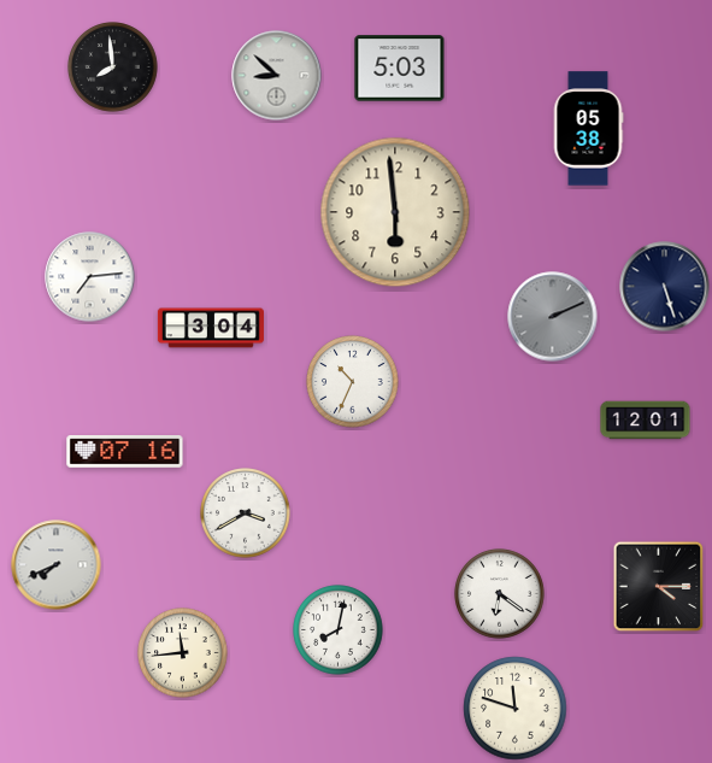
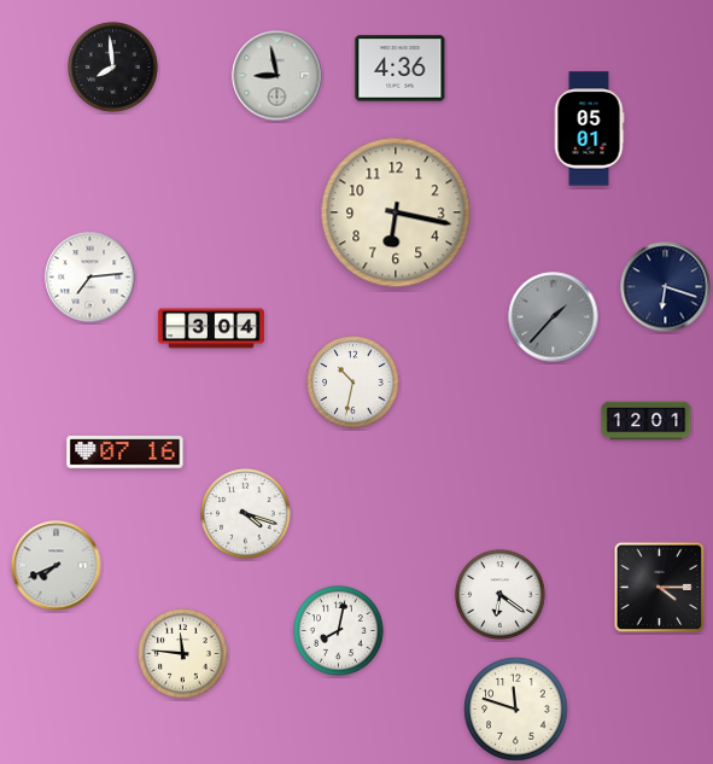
clock at (400, 69): 5:03 -> 4:36
clock at (277, 76): 8:52 -> 8:58
clock at (588, 129): 05:38 -> 05:01
clock at (395, 212): 5:59 -> 6:17
clock at (665, 287): 5:27 -> 6:18
clock at (553, 317): 2:11 -> 1:37
clock at (353, 382): 10:34 -> 10:32
clock at (246, 513): 3:40 -> 4:18
clock at (183, 653): 11:44 -> 11:46
